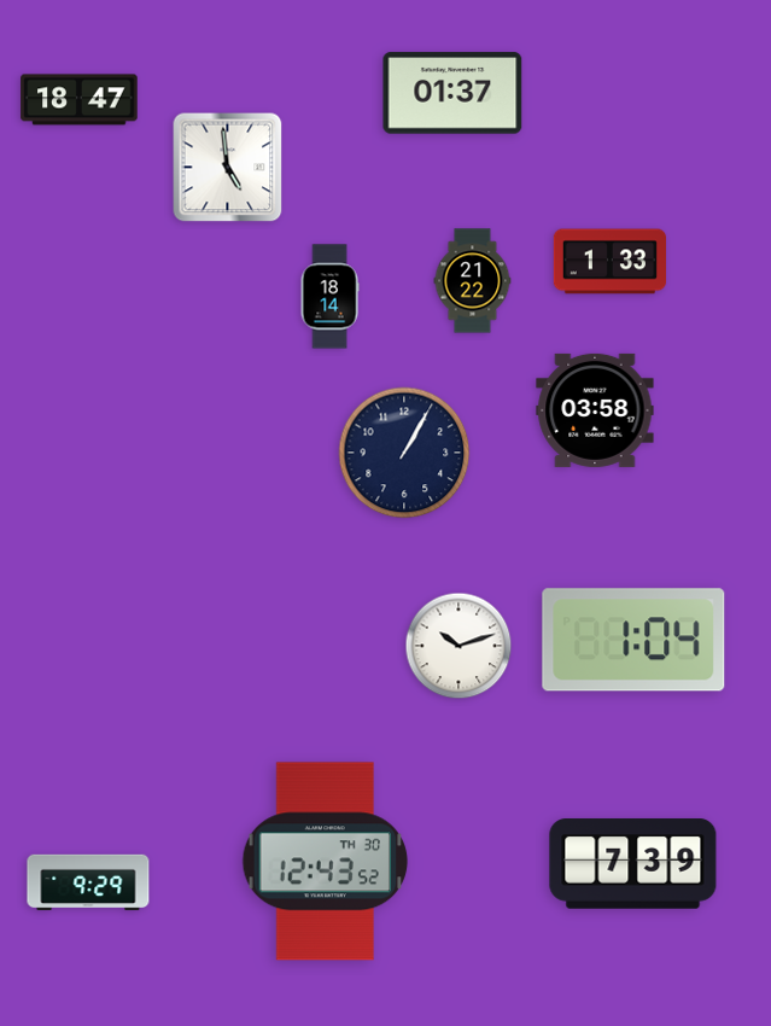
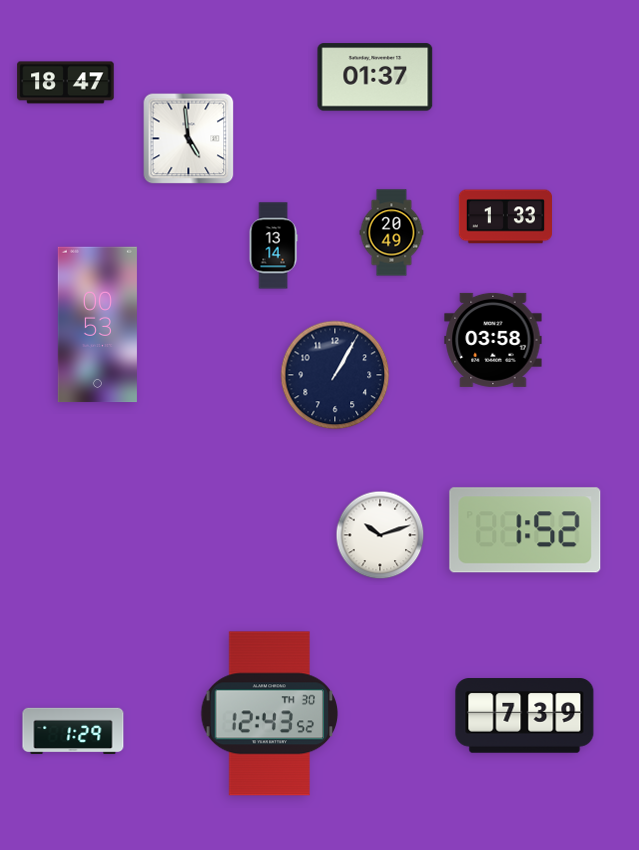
clock at (473, 281): 21:22 -> 20:49
clock at (329, 297): 18:14 -> 13:14
clock at (97, 325): none -> 00:53
clock at (633, 640): 1:04 -> 1:52
clock at (88, 882): 9:29 -> 1:29
